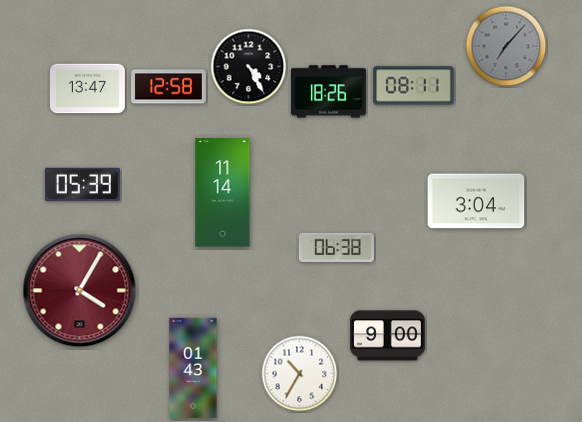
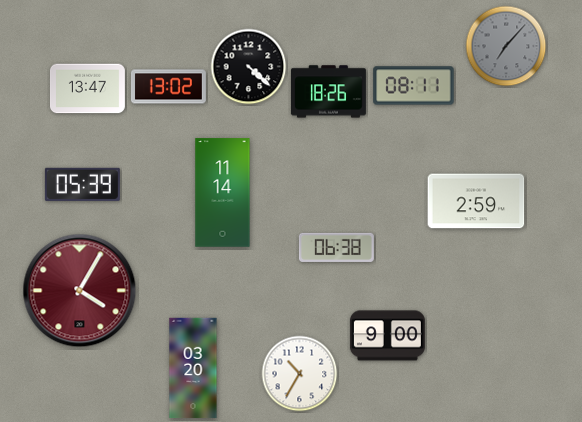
clock at (249, 67): 4:25 -> 4:22
clock at (168, 87): 12:58 -> 13:02
clock at (476, 201): 3:04 -> 2:59
clock at (193, 368): 01:43 -> 03:20
